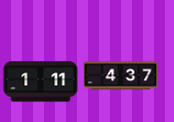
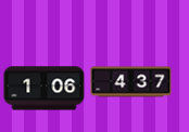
clock at (41, 82): 1:11 -> 1:06
